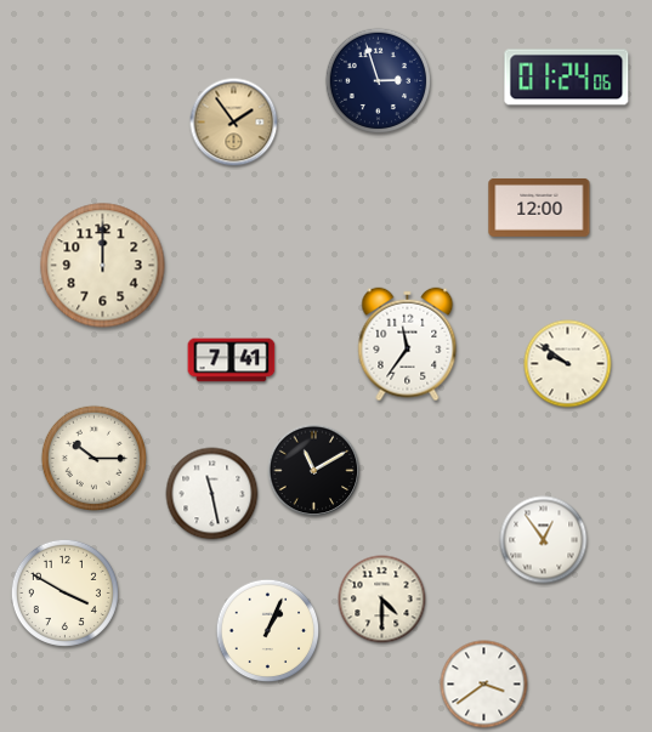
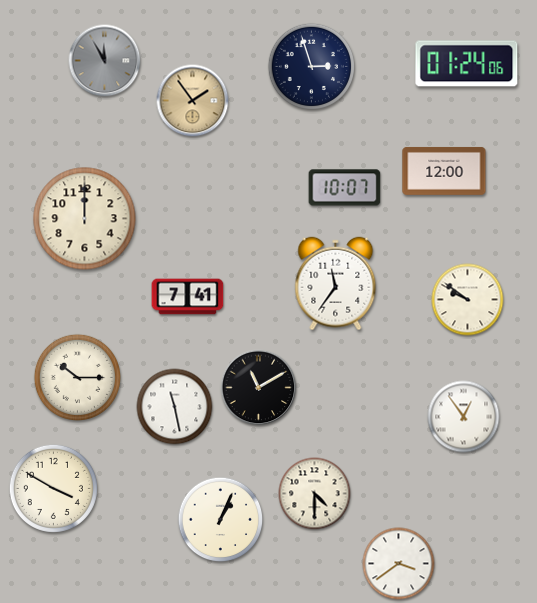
clock at (105, 61): none -> 11:55
clock at (345, 188): none -> 10:07
clock at (232, 361) position: (232, 361) -> (188, 297)
clock at (544, 540) position: (544, 540) -> (464, 417)
